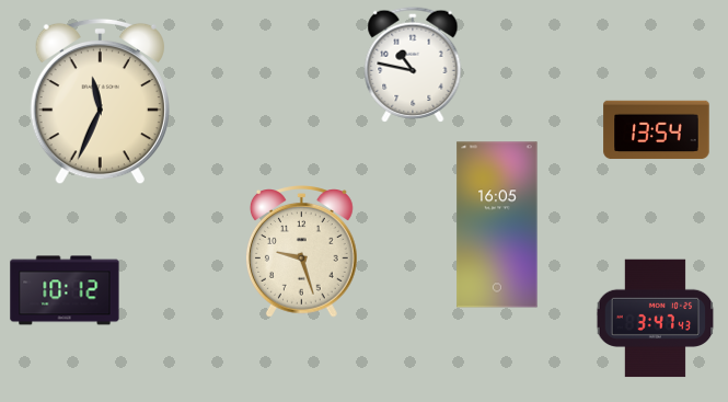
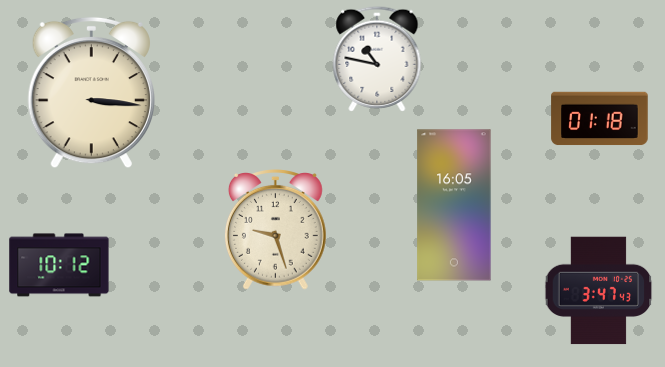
clock at (100, 102): 11:34 -> 3:16
clock at (657, 130): 13:54 -> 01:18
